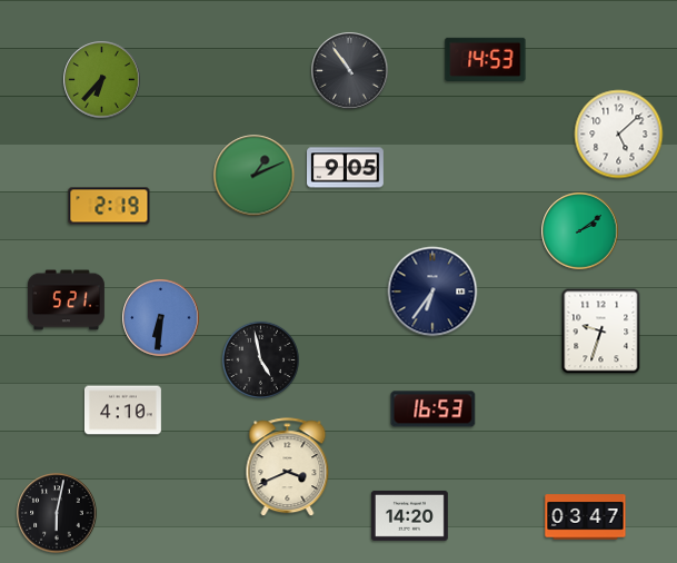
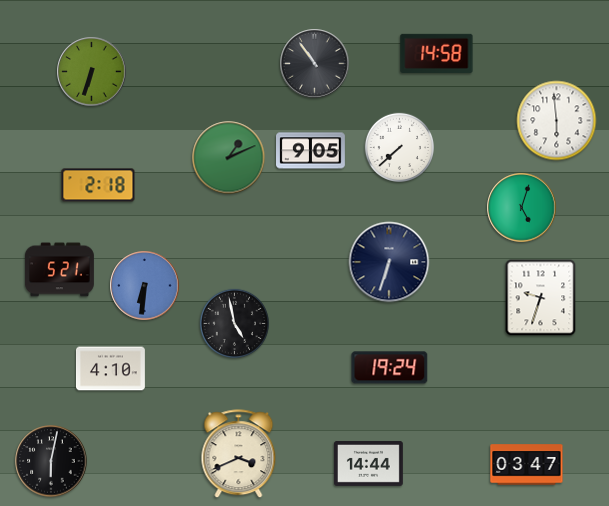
clock at (486, 59): 14:53 -> 14:58
clock at (102, 80): 6:37 -> 6:33
clock at (619, 135): 5:08 -> 5:59
clock at (399, 147): none -> 7:38
clock at (109, 206): 2:19 -> 2:18
clock at (580, 231): 2:09 -> 5:03
clock at (432, 292): 6:36 -> 6:33
clock at (434, 409): 16:53 -> 19:24
clock at (288, 467) position: (288, 467) -> (239, 454)
clock at (409, 515): 14:20 -> 14:44
